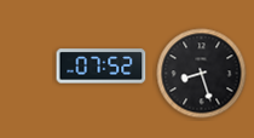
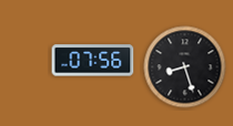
clock at (102, 67): 07:52 -> 07:56
